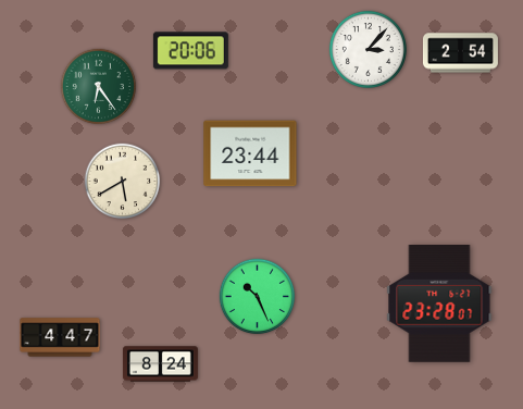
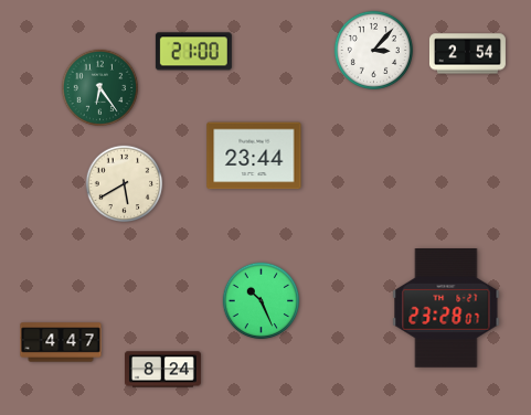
clock at (190, 51): 20:06 -> 21:00
